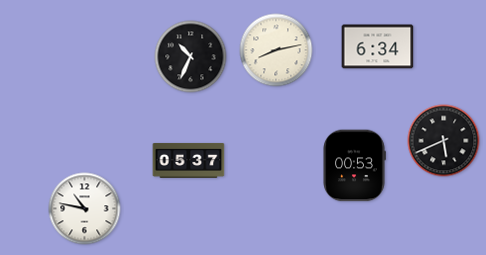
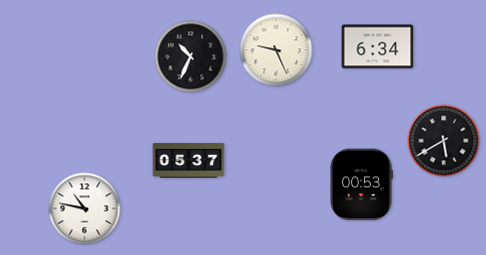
clock at (276, 50): 8:13 -> 9:26
clock at (444, 141): 5:41 -> 5:40
clock at (354, 166) position: (354, 166) -> (361, 185)
